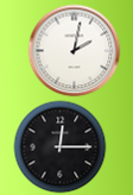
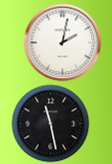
clock at (59, 146): 12:15 -> 11:28
